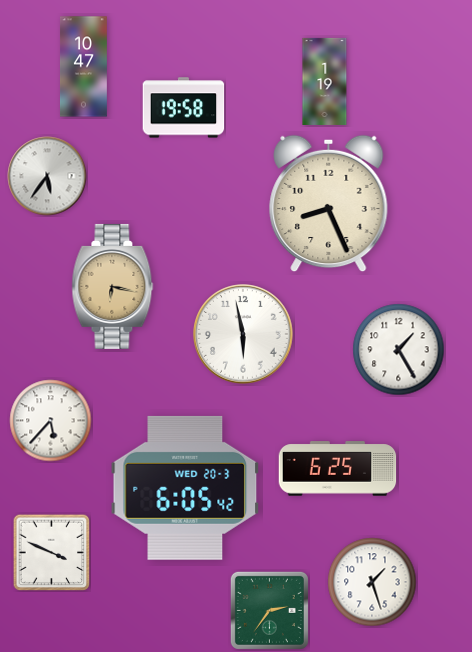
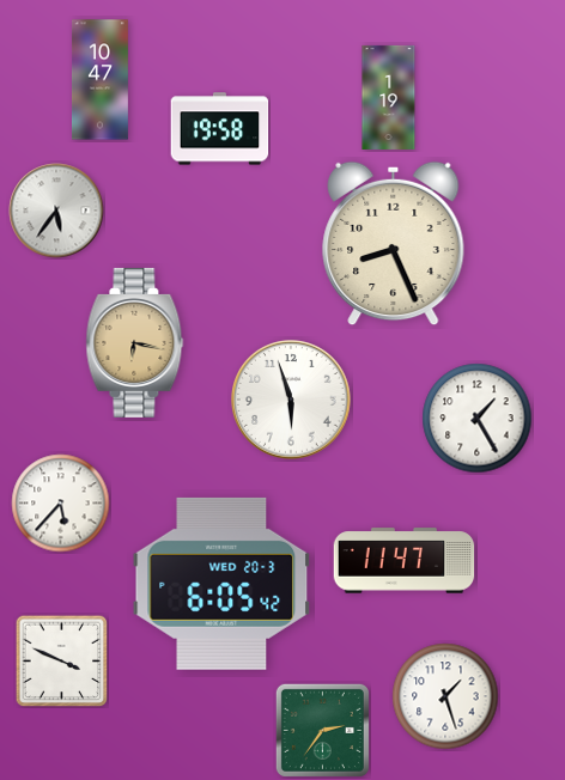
clock at (244, 335): 5:58 -> 5:57
clock at (338, 469): 6:25 -> 11:47
